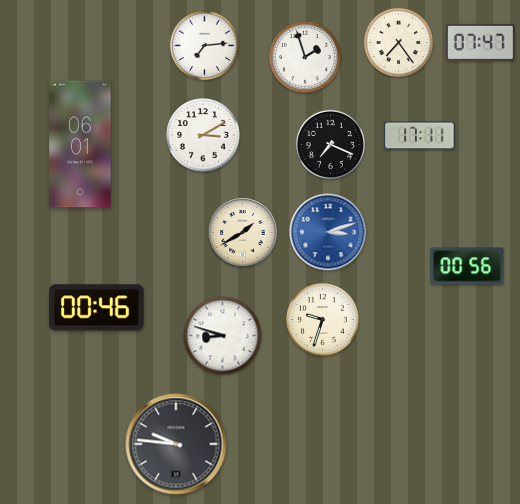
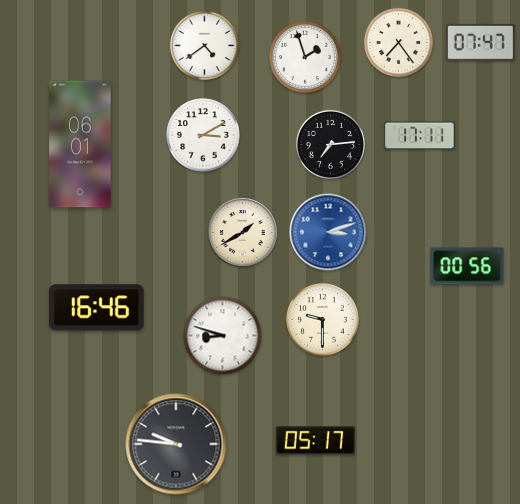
clock at (204, 45): 7:14 -> 4:39
clock at (330, 144): 7:19 -> 7:14
clock at (97, 308): 00:46 -> 16:46
clock at (323, 320): 9:33 -> 9:30
clock at (315, 441): none -> 05:17
